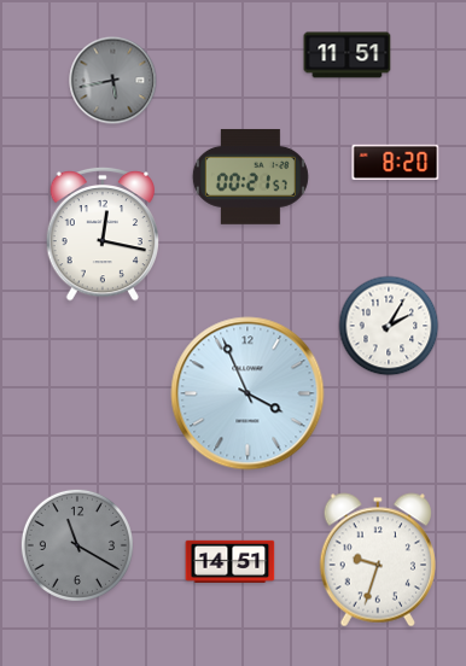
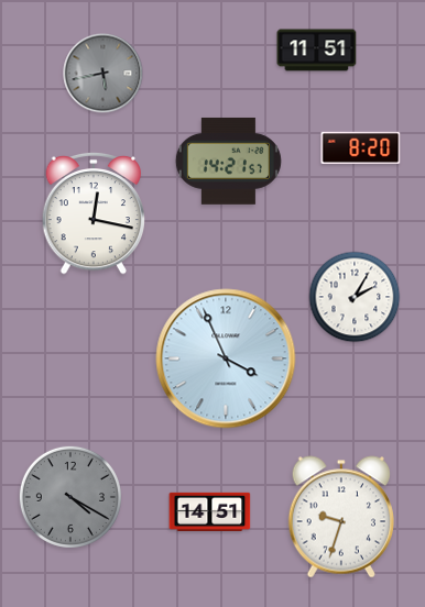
clock at (250, 176): 00:21 -> 14:21
clock at (77, 545): 11:20 -> 4:20
clock at (377, 560) position: (377, 560) -> (340, 517)
